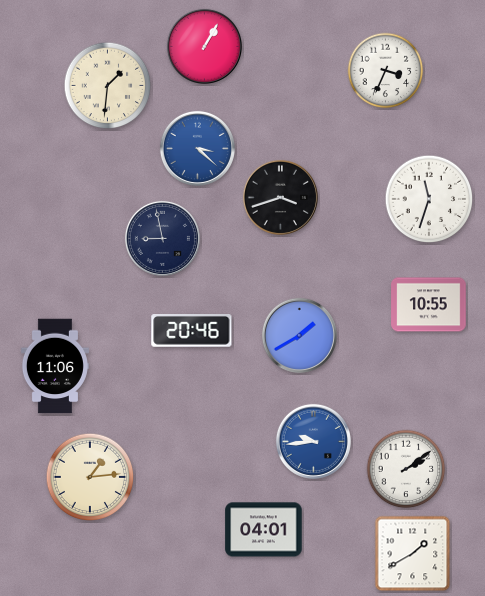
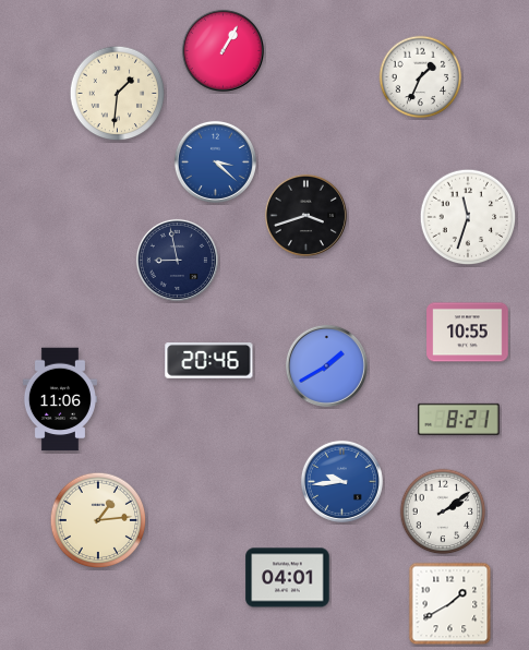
clock at (386, 71): 3:34 -> 1:34
clock at (459, 419): none -> 8:21
